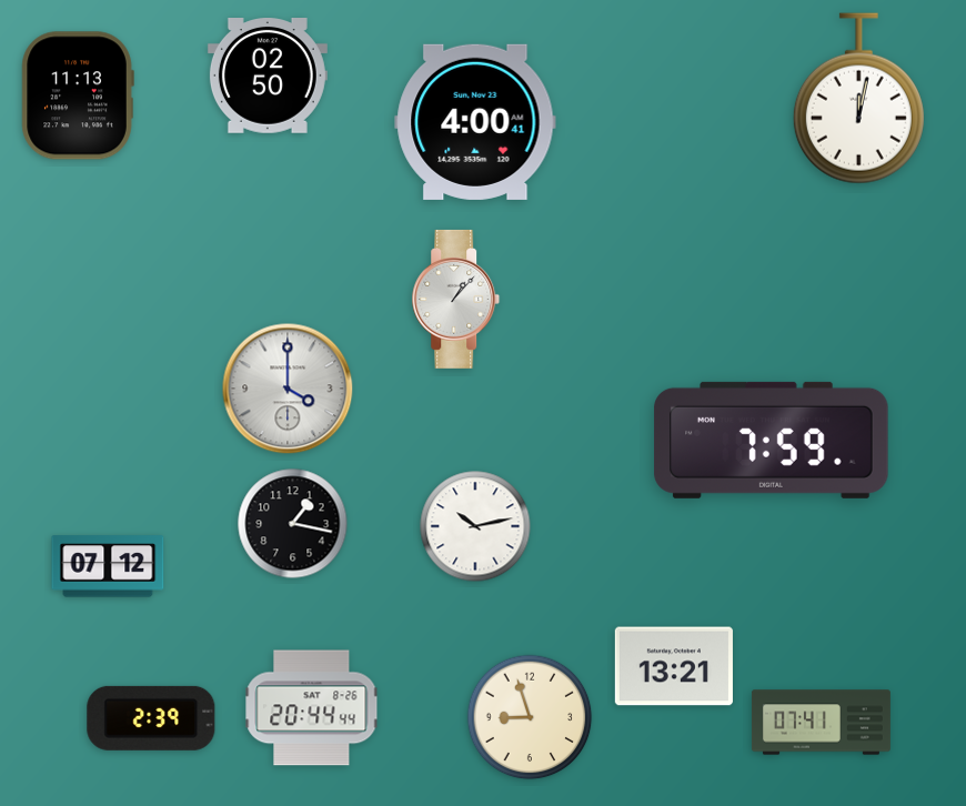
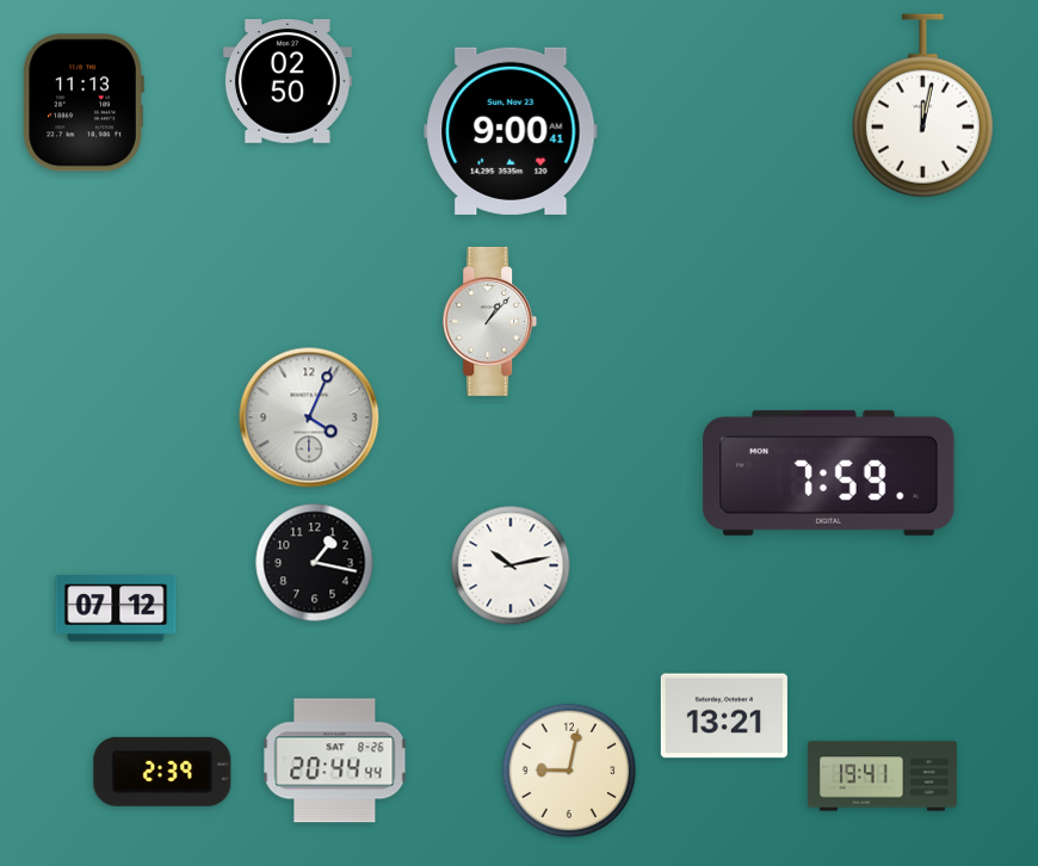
clock at (475, 122): 4:00 -> 9:00
clock at (288, 389): 4:00 -> 4:04
clock at (530, 717): 8:57 -> 9:02
clock at (821, 723): 07:41 -> 19:41
